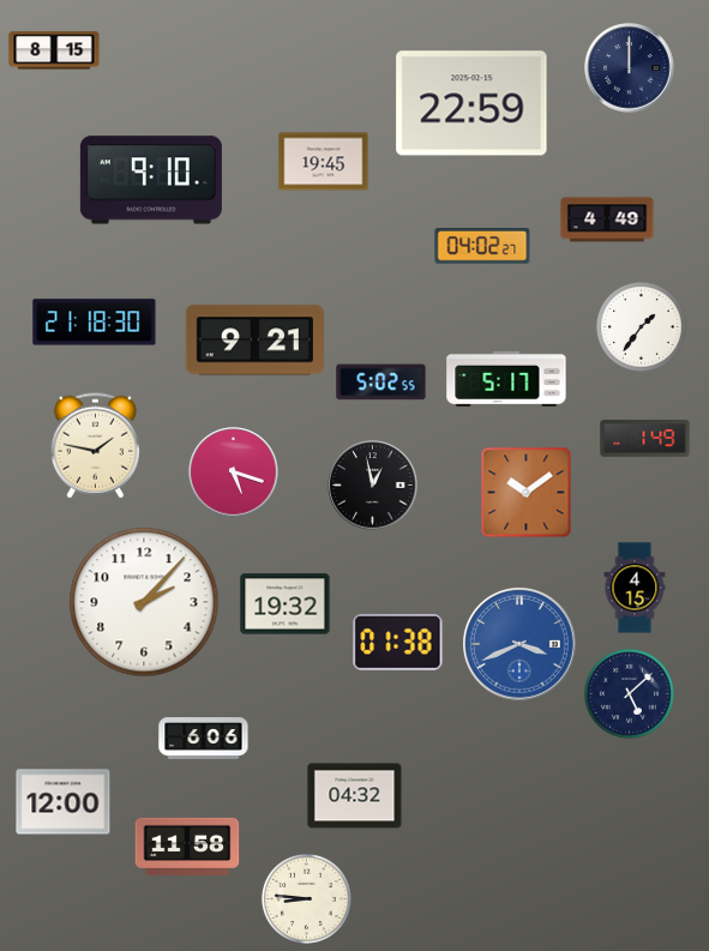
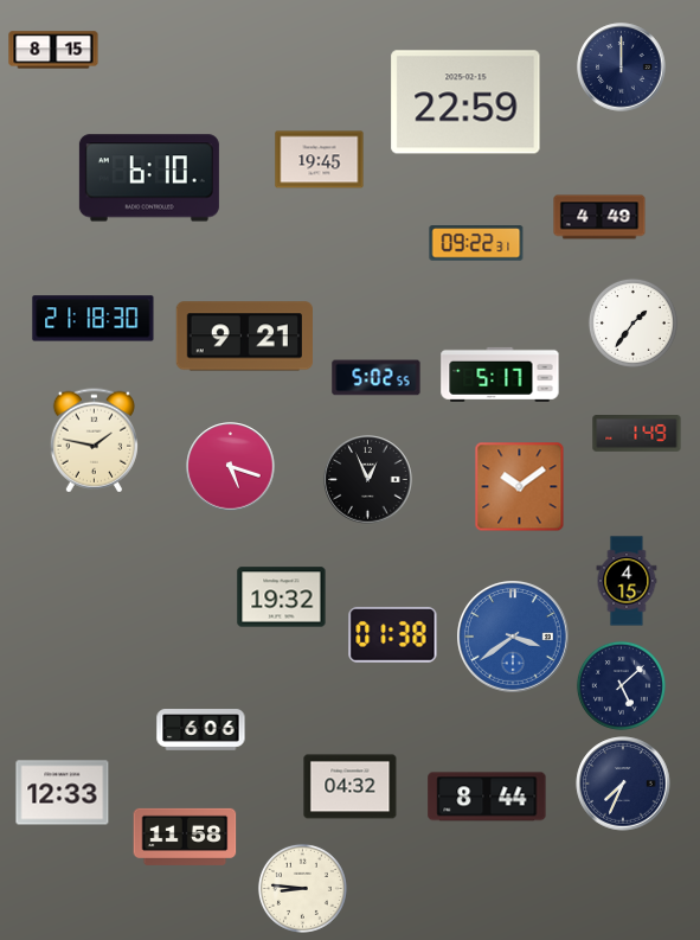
clock at (151, 180): 9:10 -> 6:10
clock at (482, 246): 04:02 -> 09:22
clock at (254, 341) position: (254, 341) -> (244, 337)
clock at (373, 486): 12:58 -> 12:56
clock at (144, 602): 2:07 -> none
clock at (521, 645): 3:41 -> 3:39
clock at (623, 784): none -> 7:34
clock at (64, 802): 12:00 -> 12:33
clock at (487, 797): none -> 8:44
